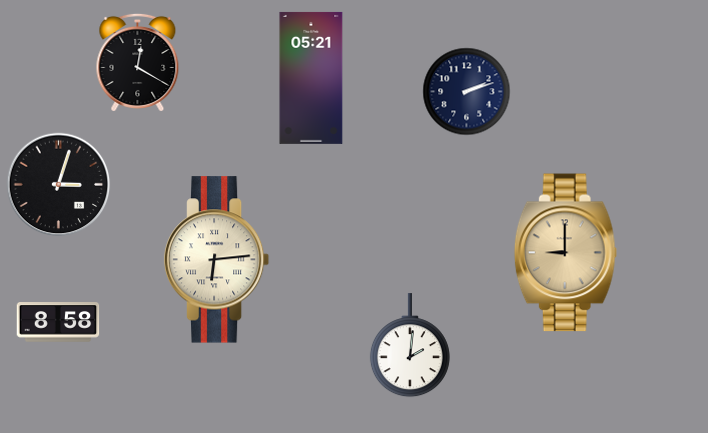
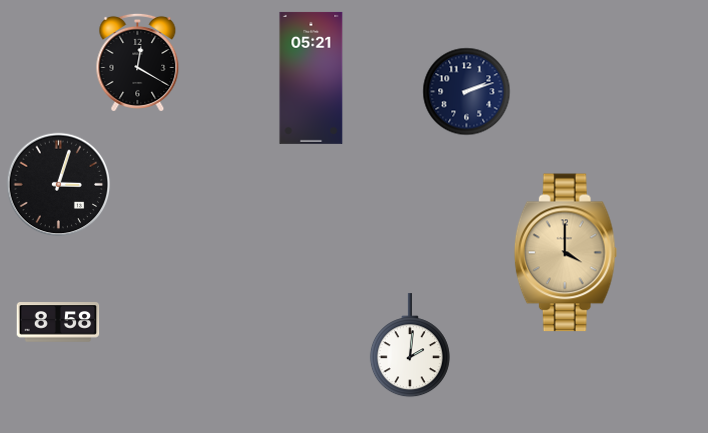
clock at (565, 253): 9:00 -> 4:00
clock at (217, 260): 6:14 -> none
